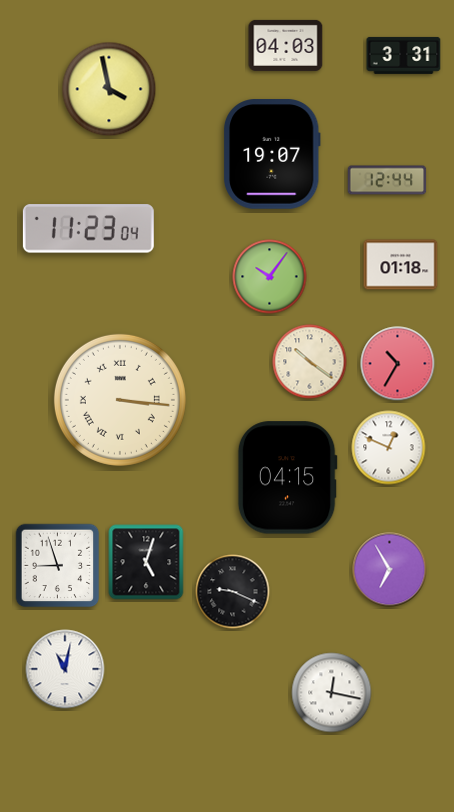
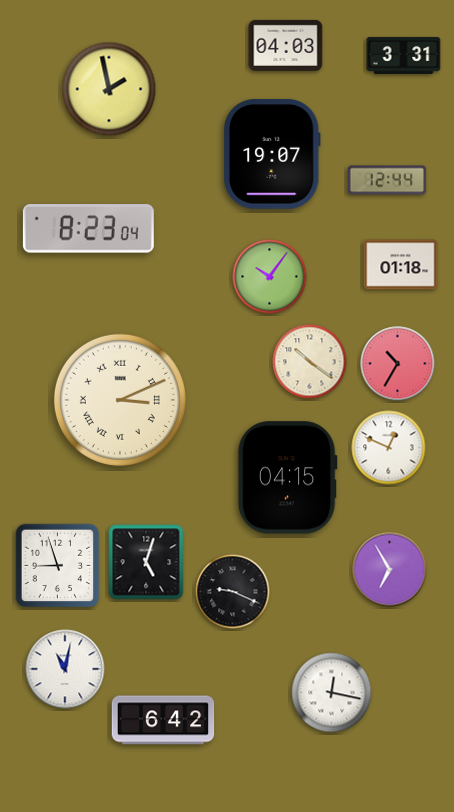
clock at (109, 89): 3:58 -> 1:58
clock at (88, 229): 11:23 -> 8:23
clock at (120, 400): 3:16 -> 3:11
clock at (163, 720): none -> 6:42
